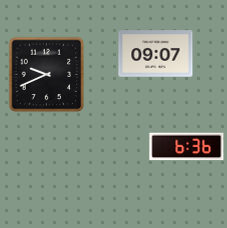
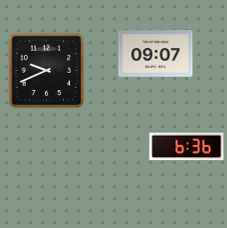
clock at (47, 75) position: (47, 75) -> (47, 71)
